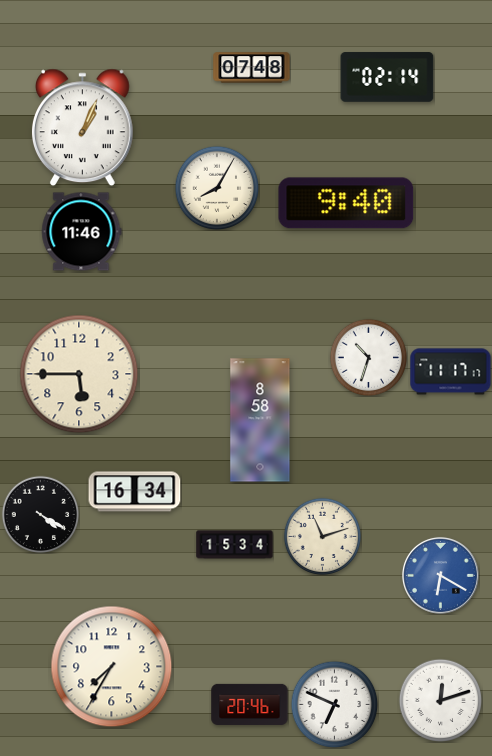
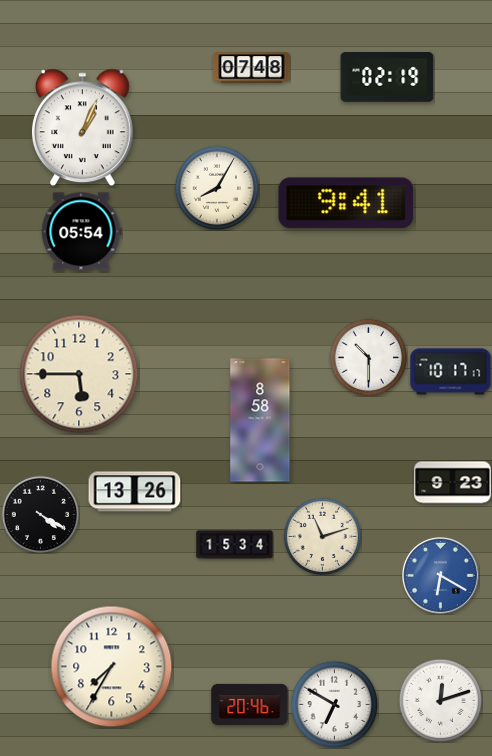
clock at (387, 77): 02:14 -> 02:19
clock at (346, 203): 9:40 -> 9:41
clock at (82, 232): 11:46 -> 05:54
clock at (368, 357): 10:33 -> 10:30
clock at (451, 372): 11:17 -> 10:17
clock at (453, 483): none -> 9:23
clock at (135, 492): 16:34 -> 13:26
clock at (334, 704): 6:49 -> 6:50
